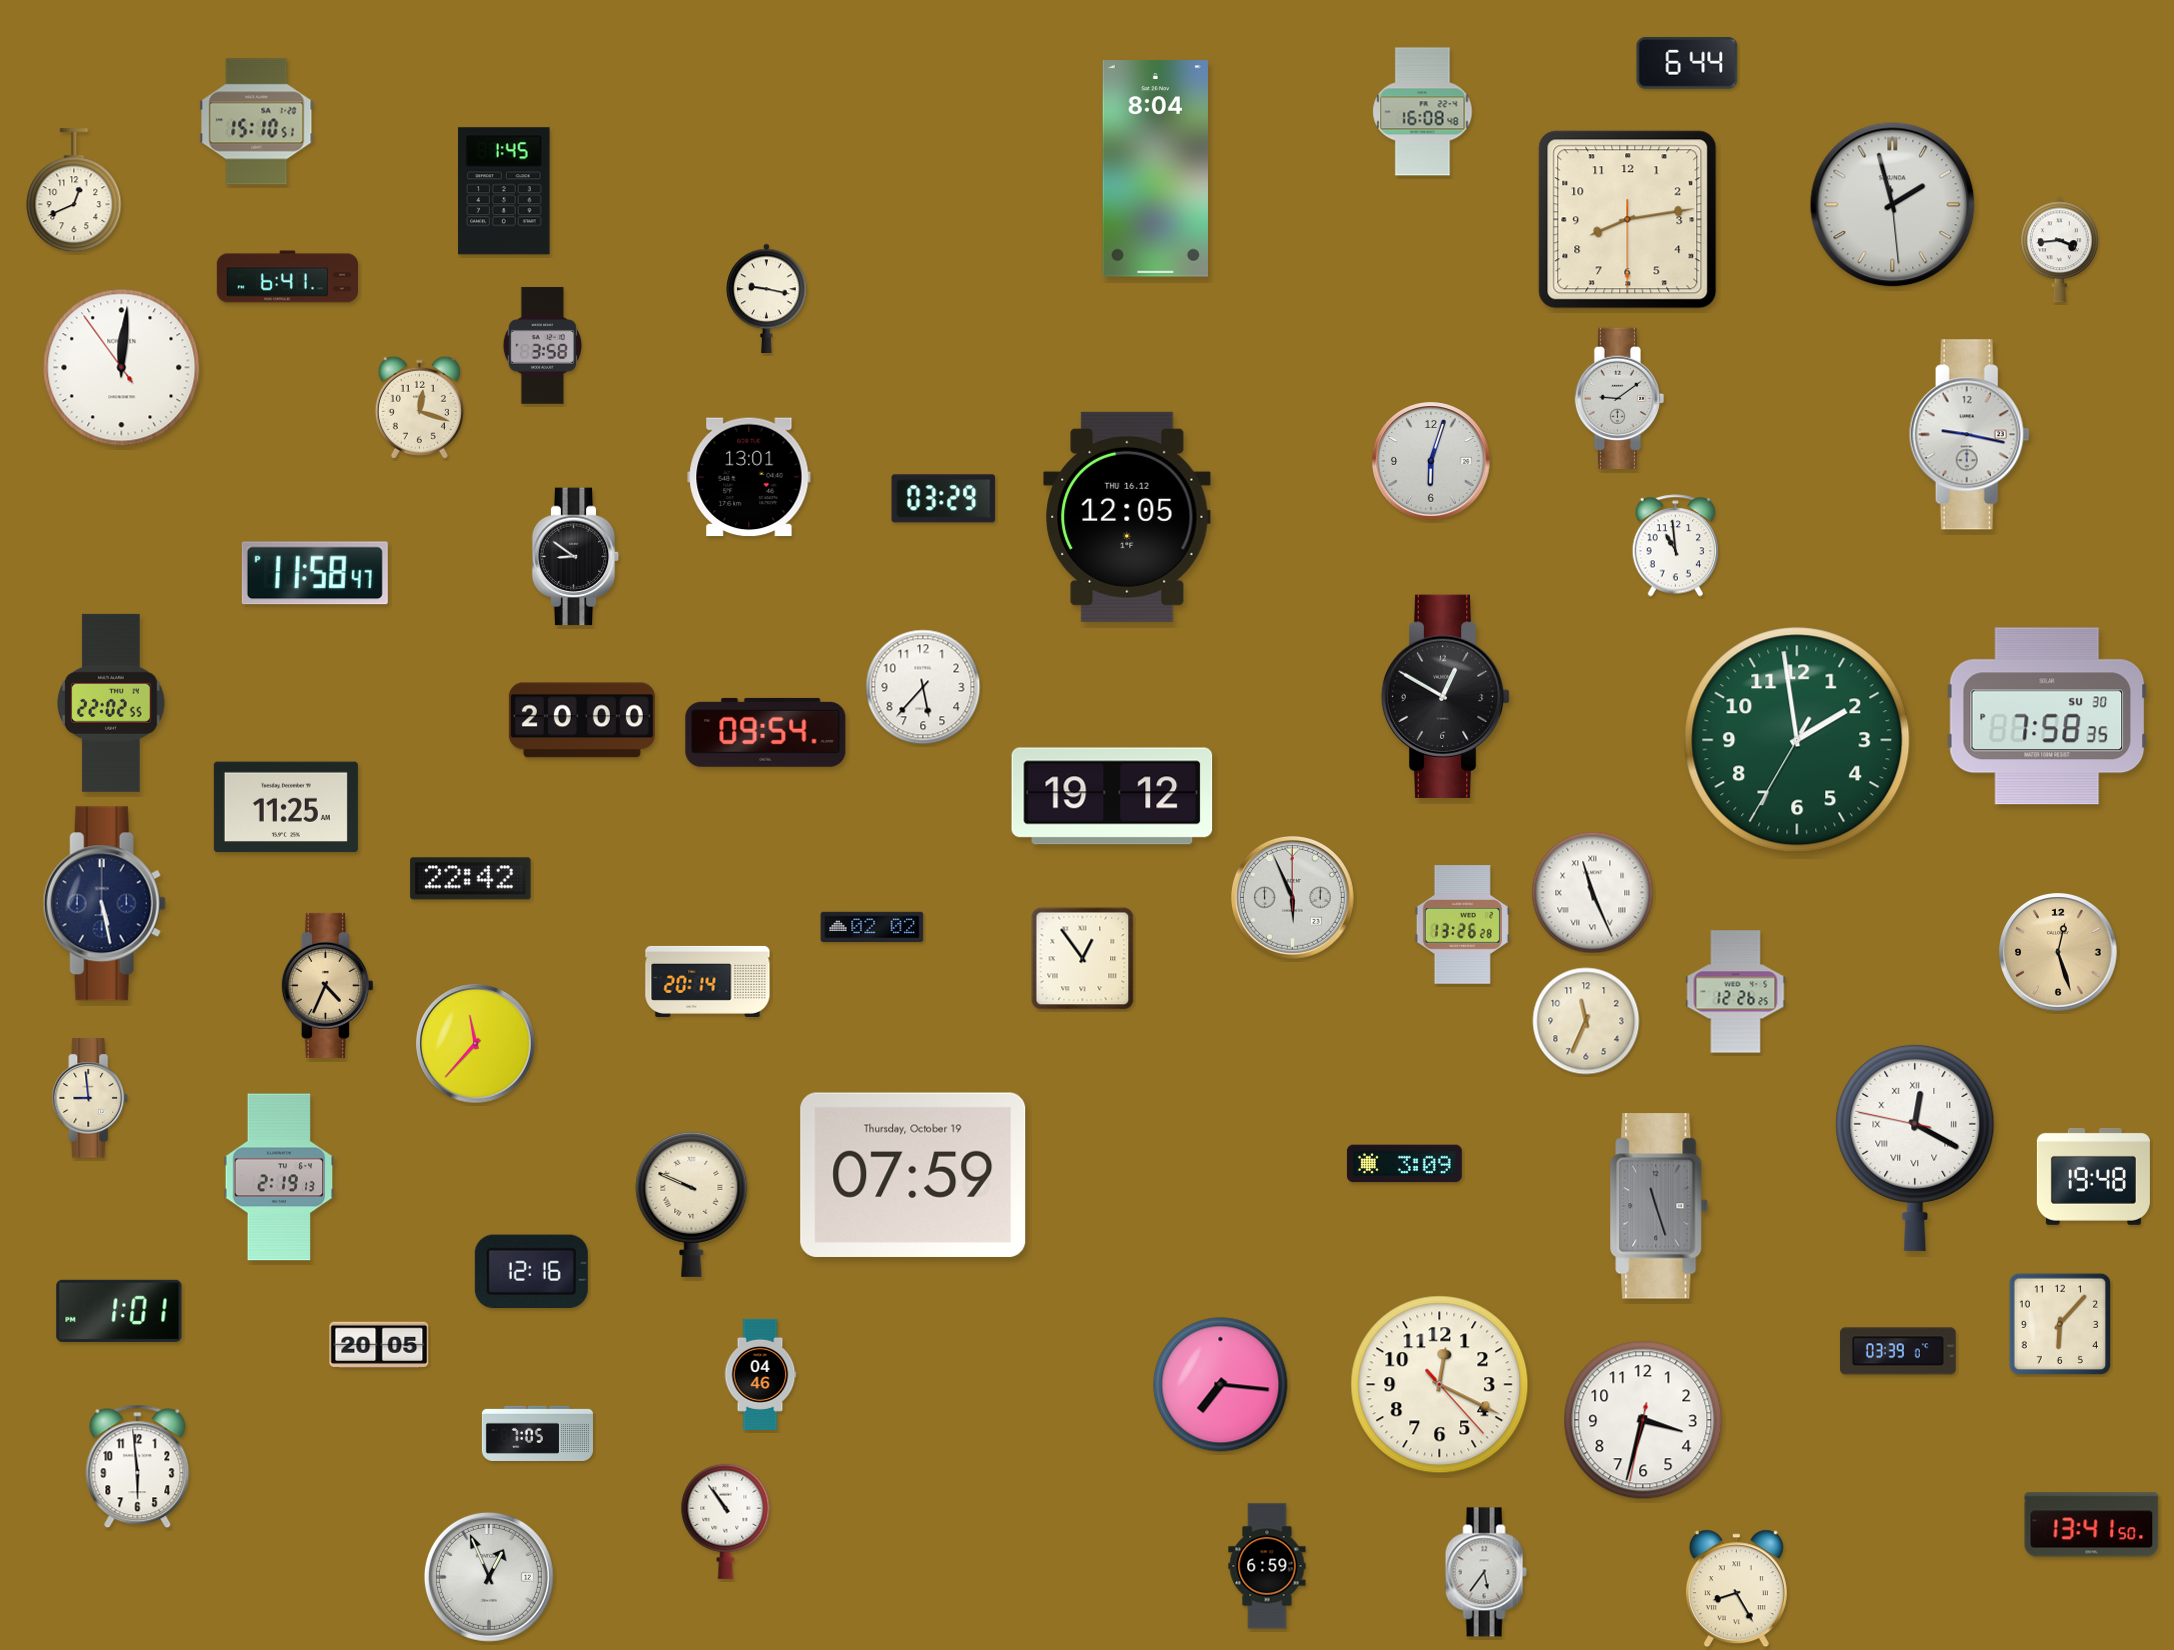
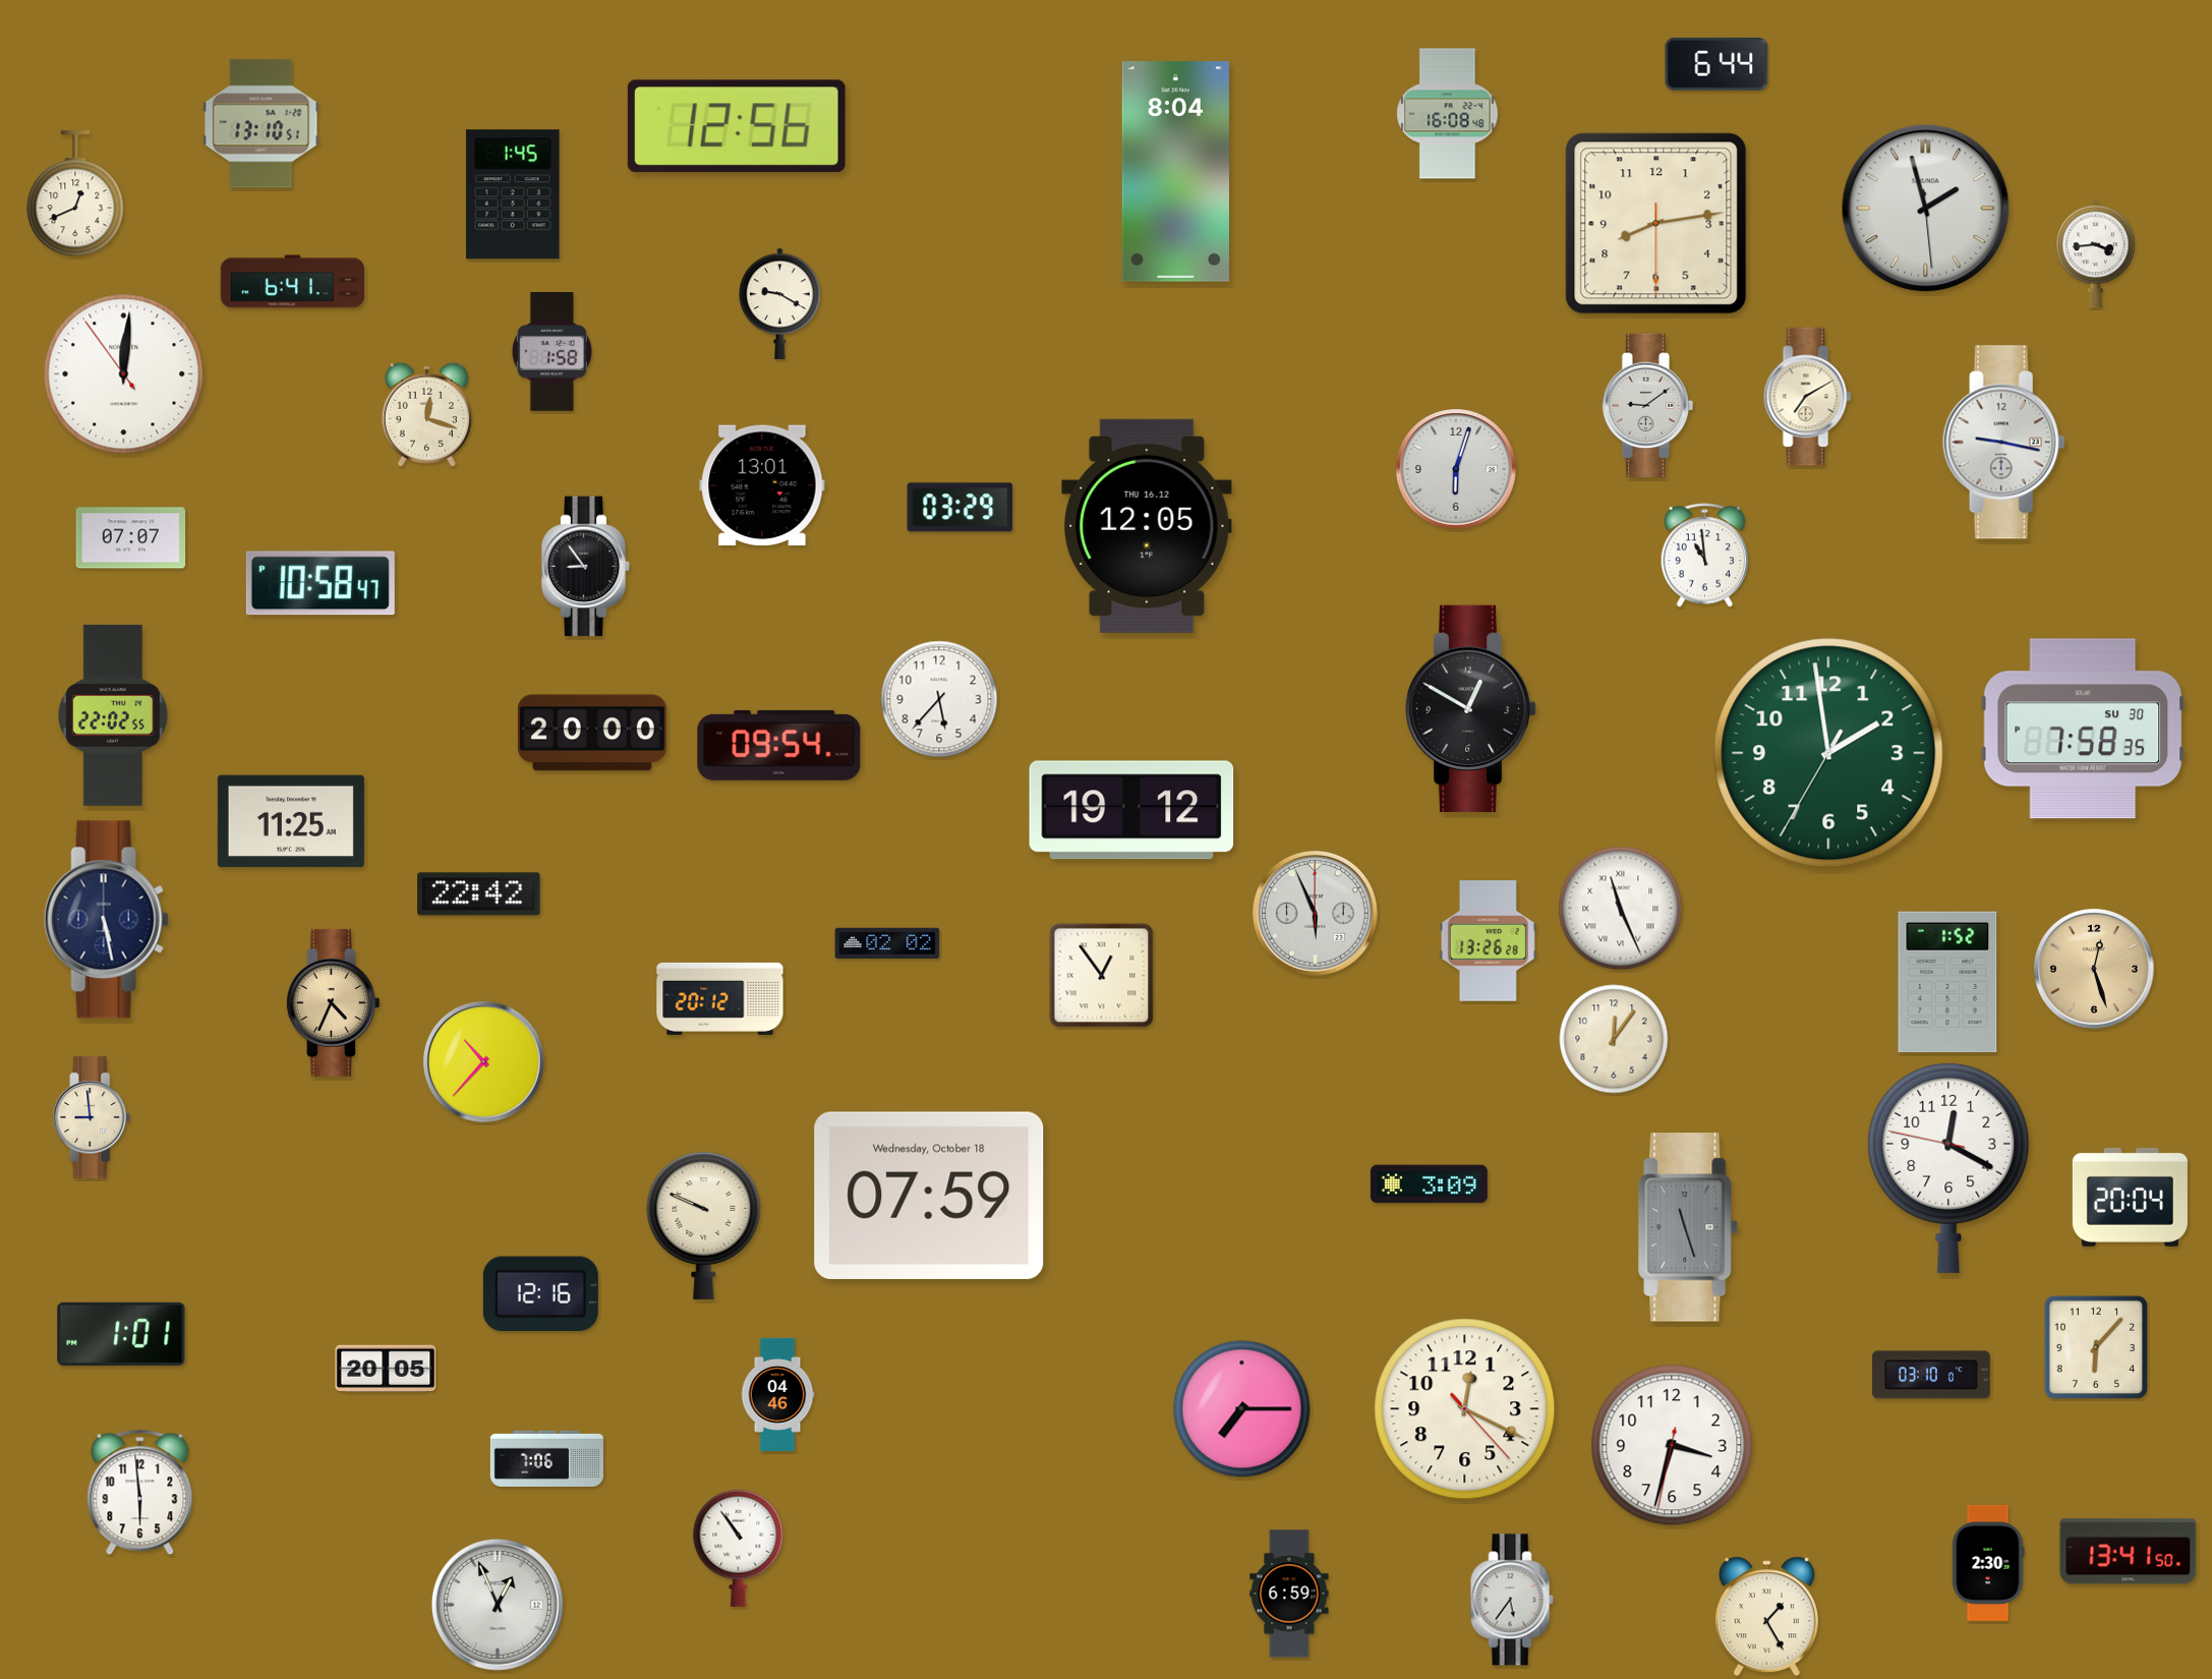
clock at (257, 122): 15:10 -> 13:10
clock at (737, 126): none -> 12:56
clock at (767, 298): 9:17 -> 9:20
clock at (542, 346): 3:58 -> 1:58
clock at (1808, 397): none -> 7:10
clock at (131, 538): none -> 07:07
clock at (576, 557): 8:51 -> 8:54
clock at (315, 573): 11:58 -> 10:58
clock at (1947, 982): none -> 1:52
clock at (708, 981): 20:14 -> 20:12
clock at (1736, 992): 12:26 -> none
clock at (1586, 1021): 11:34 -> 12:06
clock at (476, 1044): 11:37 -> 10:37
clock at (1915, 1147) numerals: Roman -> Arabic
clock at (913, 1175) date: Thursday, October 19 -> Wednesday, October 18
clock at (2093, 1176): 19:48 -> 20:04
clock at (279, 1177): 2:19 -> none
clock at (1898, 1351): 03:39 -> 03:10
clock at (760, 1374) position: (760, 1374) -> (777, 1394)
clock at (1221, 1385): 7:16 -> 7:15
clock at (537, 1433): 7:05 -> 7:06
clock at (1988, 1563): none -> 2:30
clock at (1736, 1589): 8:25 -> 1:25
